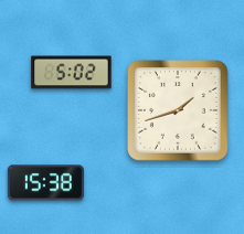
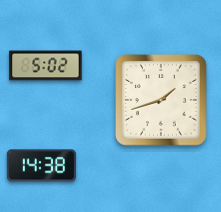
clock at (72, 73) position: (72, 73) -> (46, 66)
clock at (45, 183): 15:38 -> 14:38
